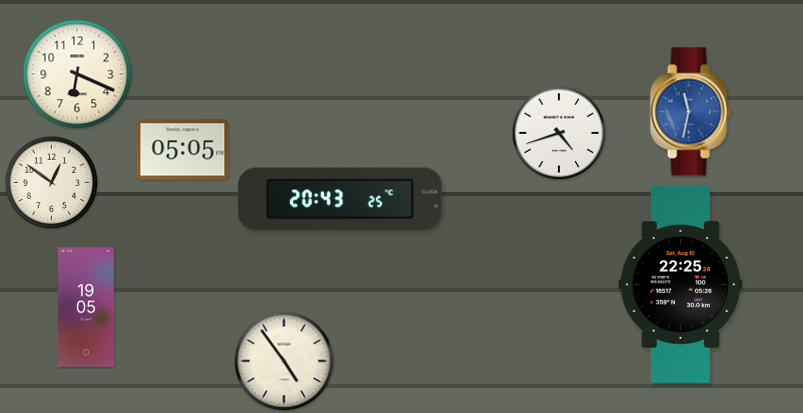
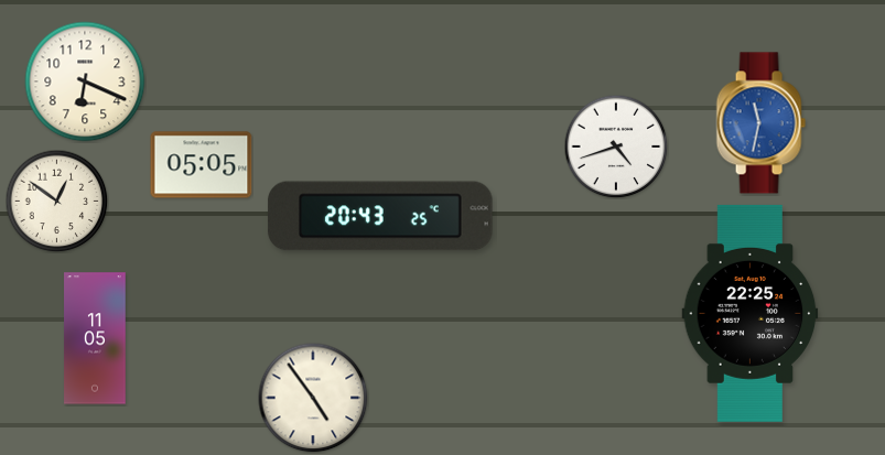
clock at (340, 199) position: (340, 199) -> (380, 216)
clock at (86, 307): 19:05 -> 11:05
